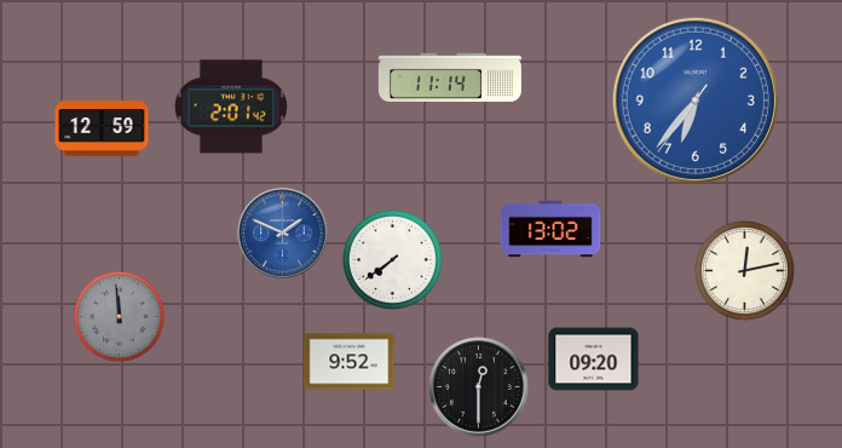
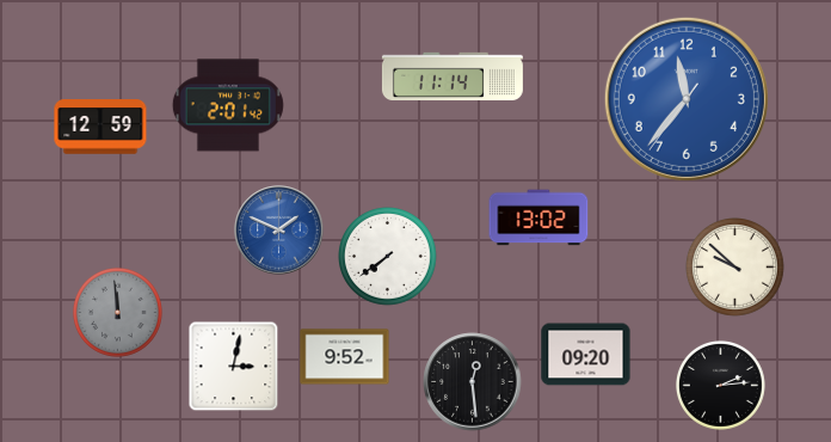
clock at (450, 76) position: (450, 76) -> (453, 75)
clock at (696, 100): 6:36 -> 11:36
clock at (550, 229) position: (550, 229) -> (538, 217)
clock at (745, 271): 12:13 -> 9:52
clock at (234, 367): none -> 3:02
clock at (479, 387): 12:30 -> 12:29
clock at (720, 385): none -> 2:14
